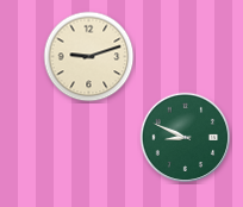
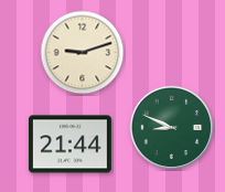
clock at (69, 145): none -> 21:44
